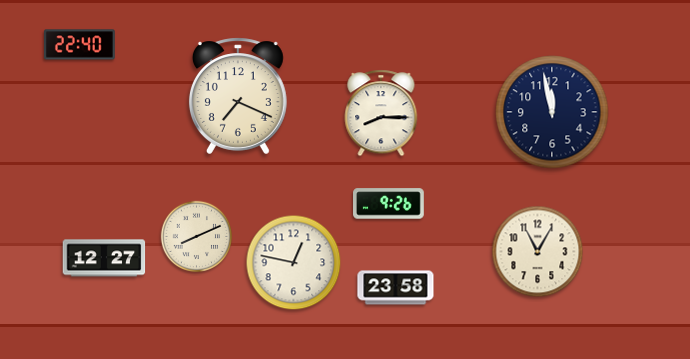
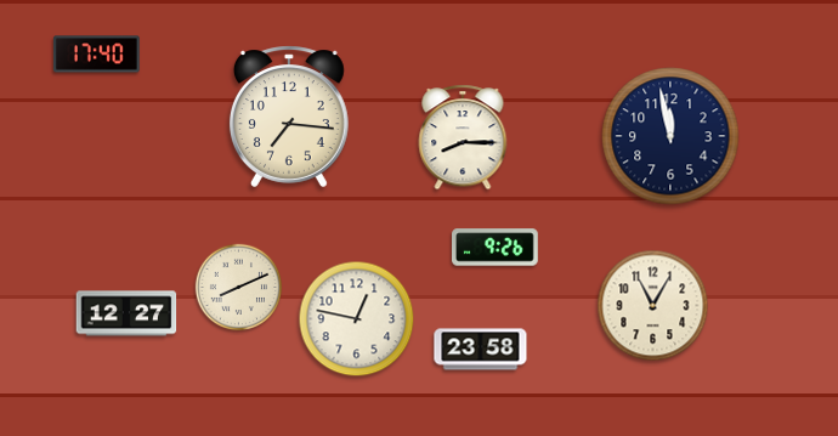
clock at (79, 45): 22:40 -> 17:40
clock at (238, 96): 7:19 -> 7:16
clock at (389, 204) position: (389, 204) -> (496, 248)
